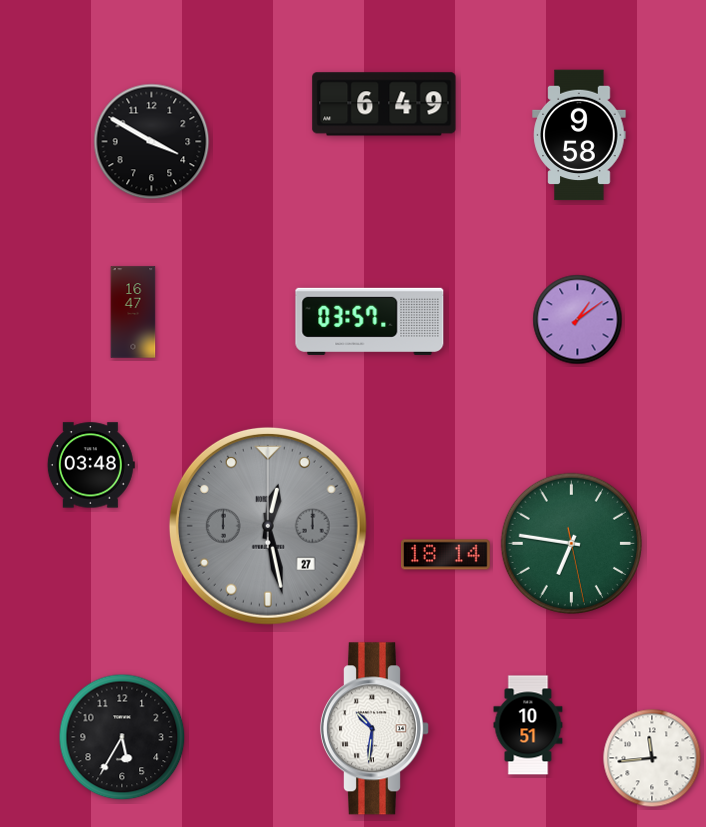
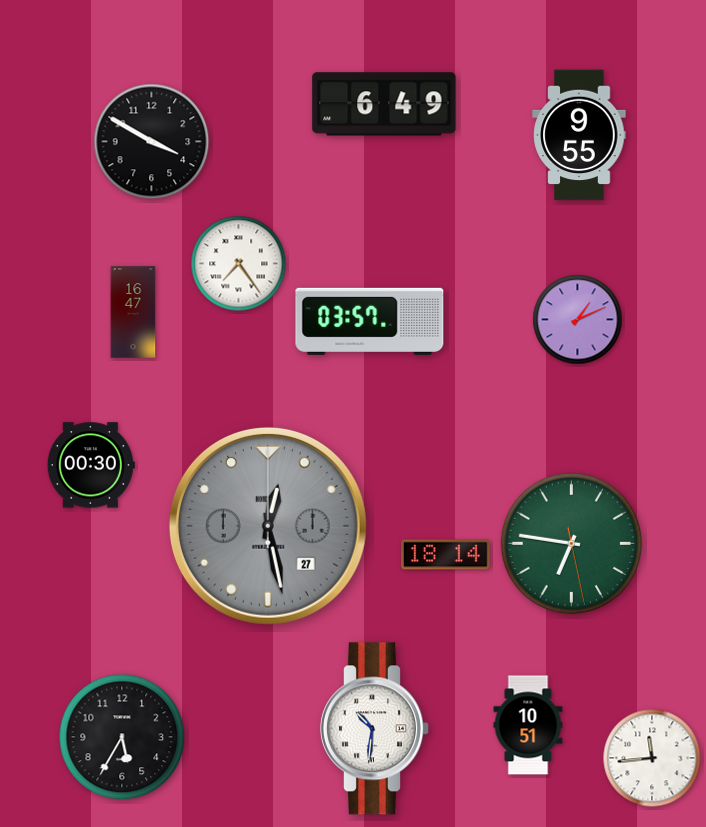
clock at (579, 135): 9:58 -> 9:55
clock at (239, 264): none -> 7:24
clock at (578, 320): 1:09 -> 1:11
clock at (91, 465): 03:48 -> 00:30
